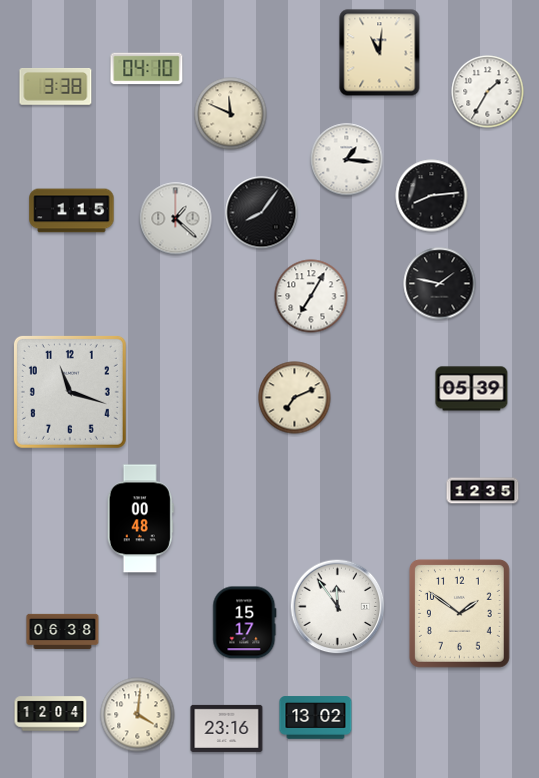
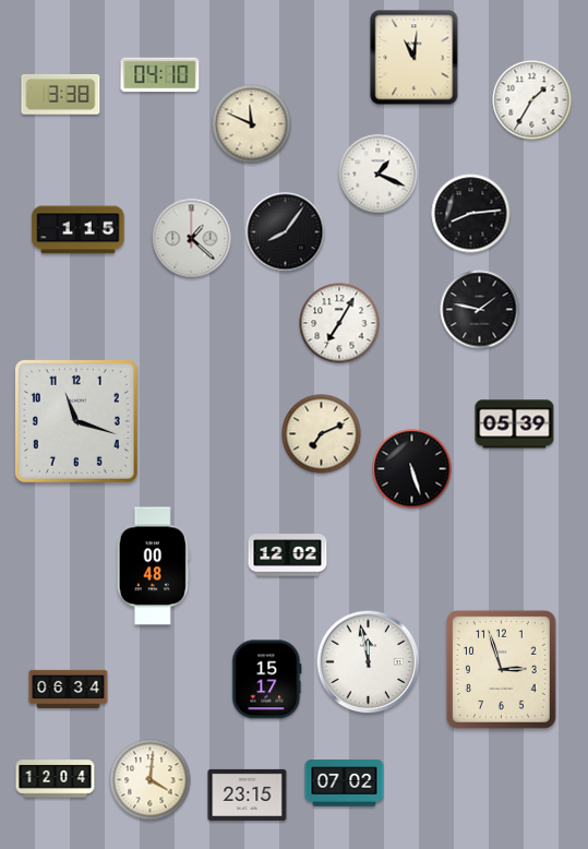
clock at (347, 160): 1:16 -> 1:19
clock at (70, 392) position: (70, 392) -> (76, 421)
clock at (412, 469): none -> 5:27
clock at (483, 491): 12:35 -> none
clock at (288, 555): none -> 12:02
clock at (338, 607): 11:54 -> 11:58
clock at (459, 613): 1:51 -> 2:57
clock at (63, 631): 06:38 -> 06:34
clock at (316, 718): 13:02 -> 07:02
clock at (227, 728): 23:16 -> 23:15
